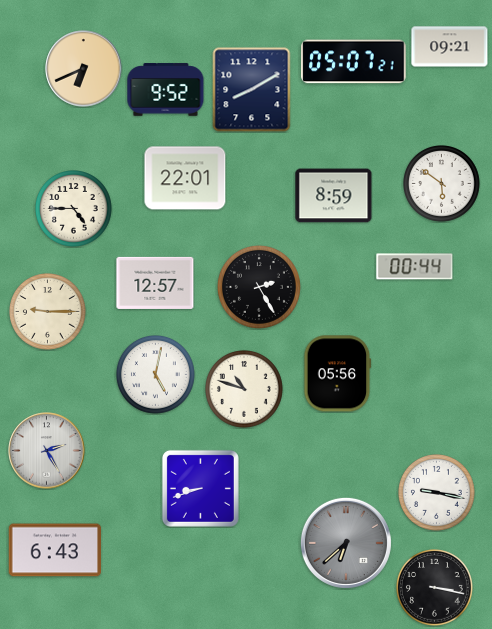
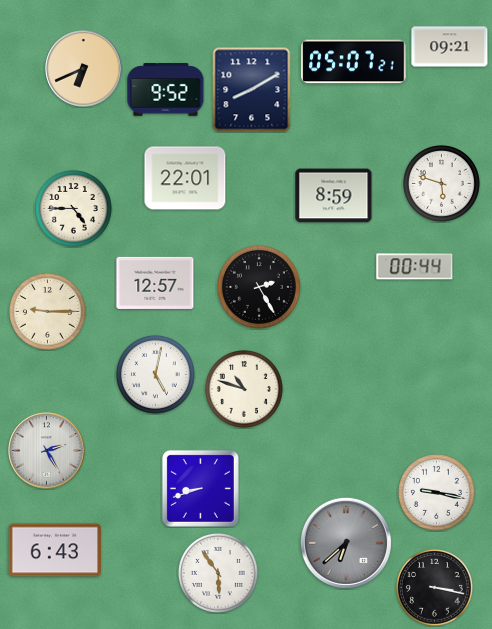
clock at (442, 184): 5:51 -> 5:48
clock at (338, 374): 05:56 -> none
clock at (218, 573): none -> 5:54
